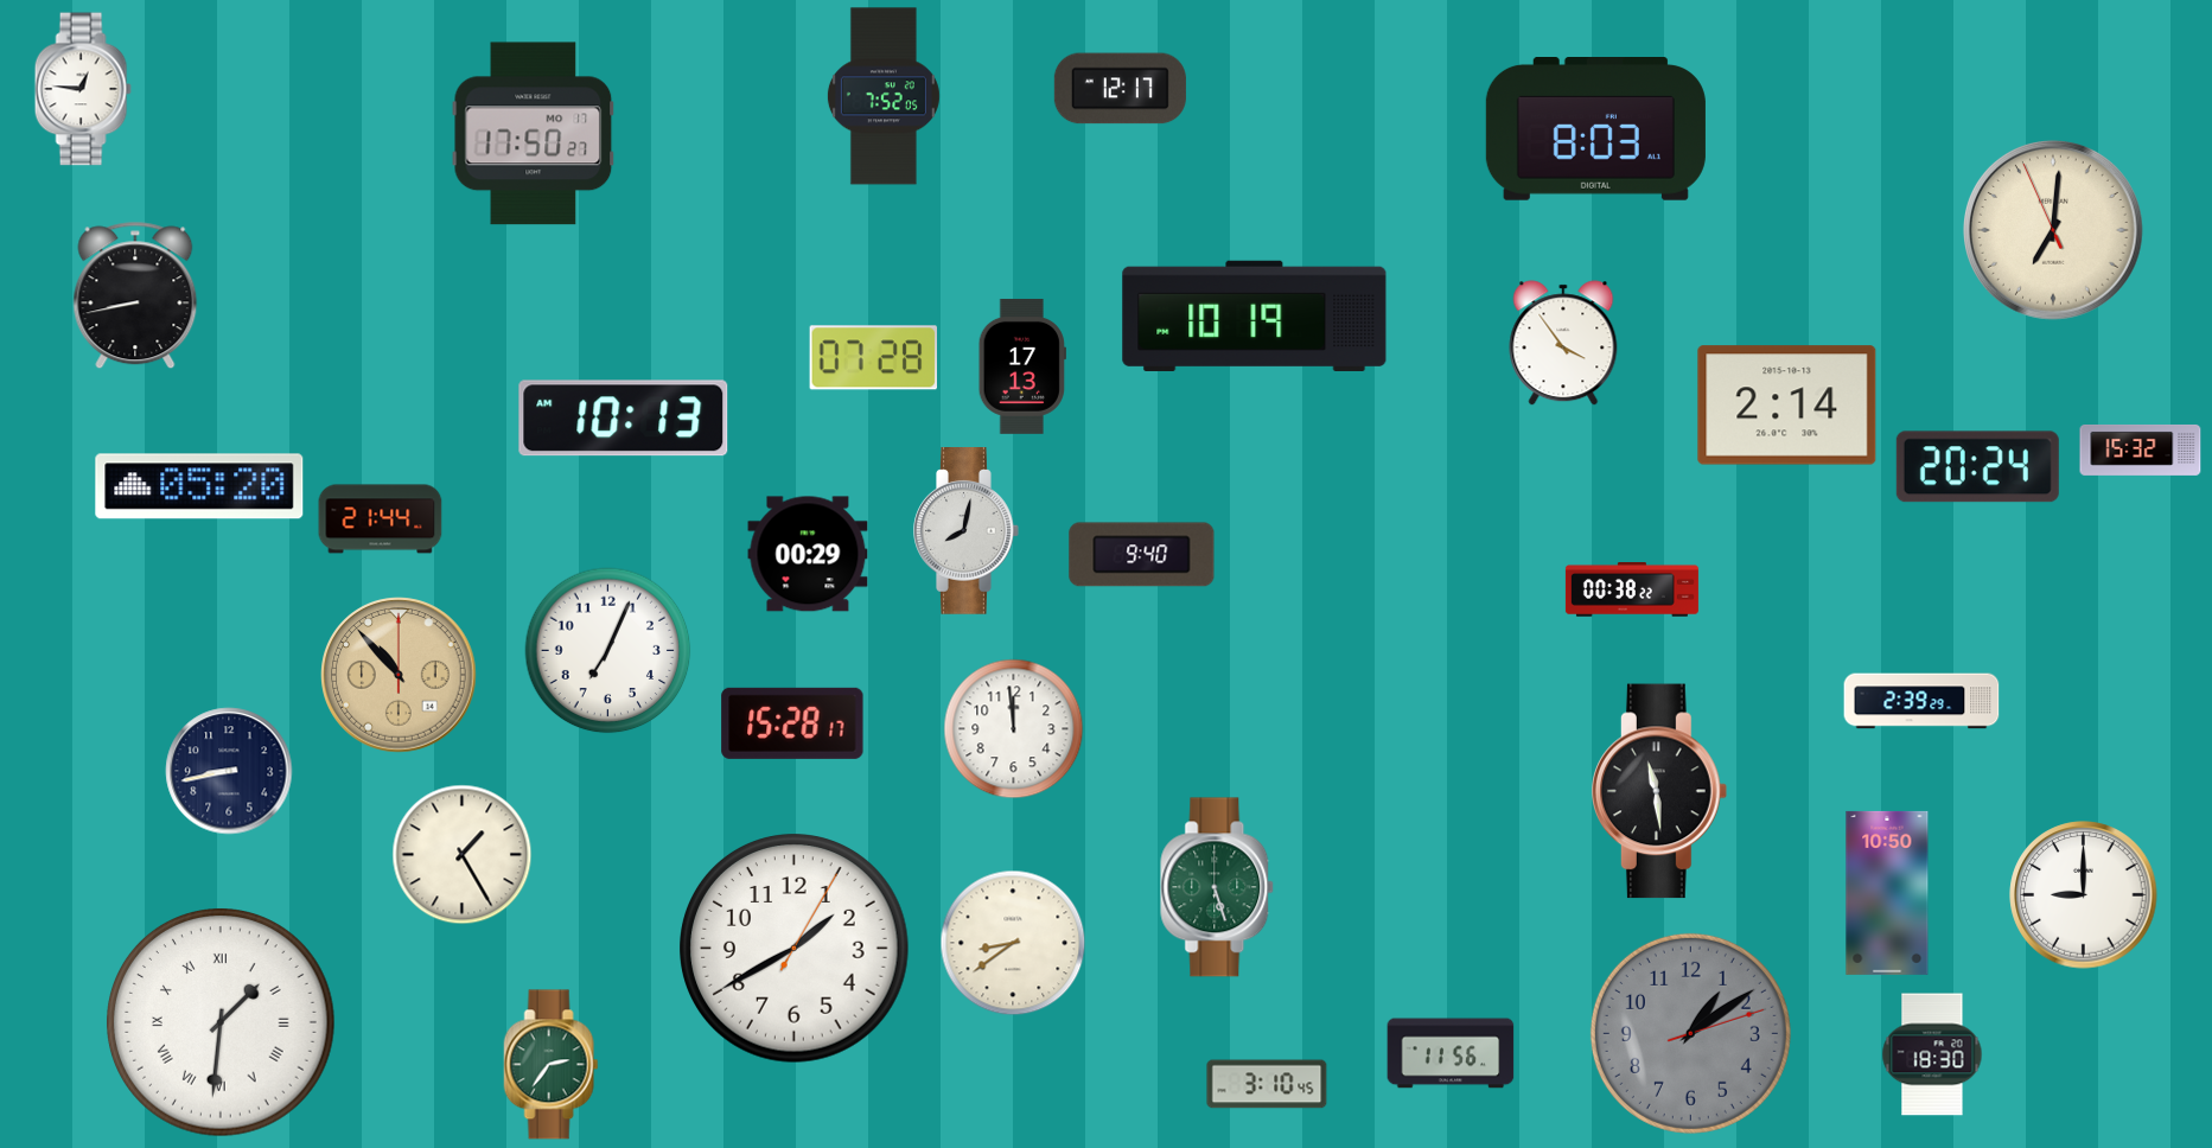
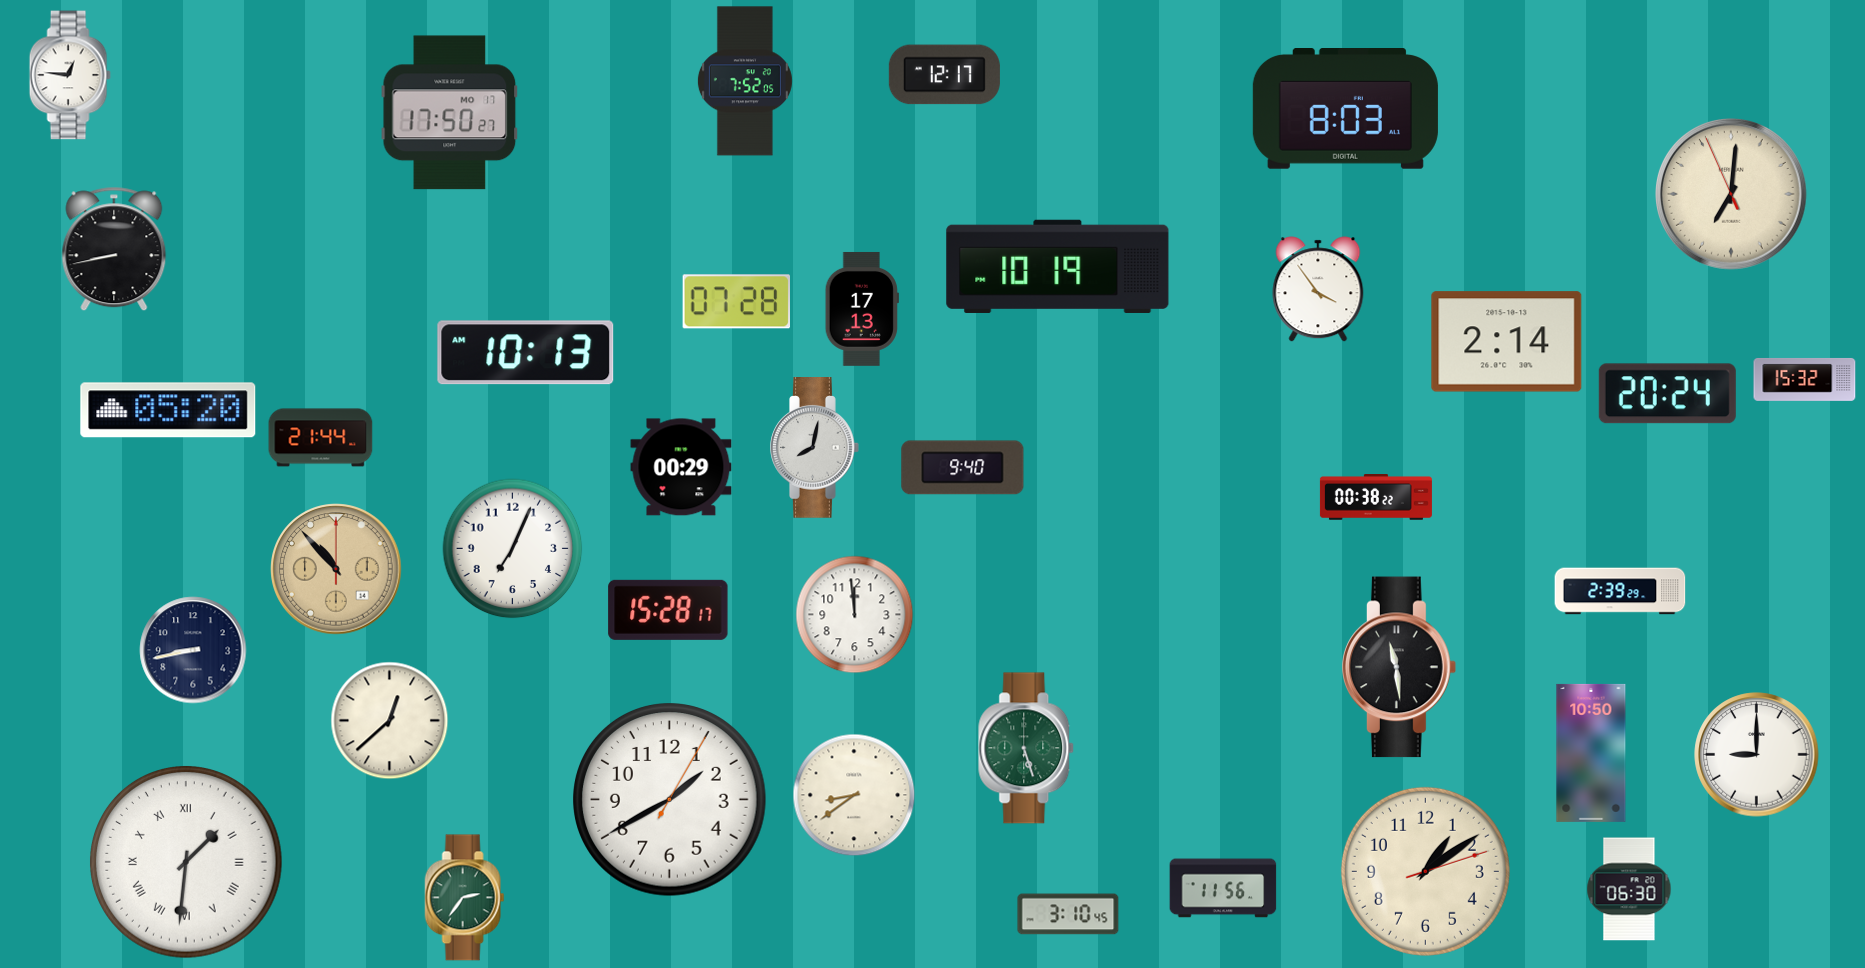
clock at (463, 855): 1:25 -> 12:38
clock at (1690, 1033) dial: grey -> cream
clock at (1932, 1054): 18:30 -> 06:30
